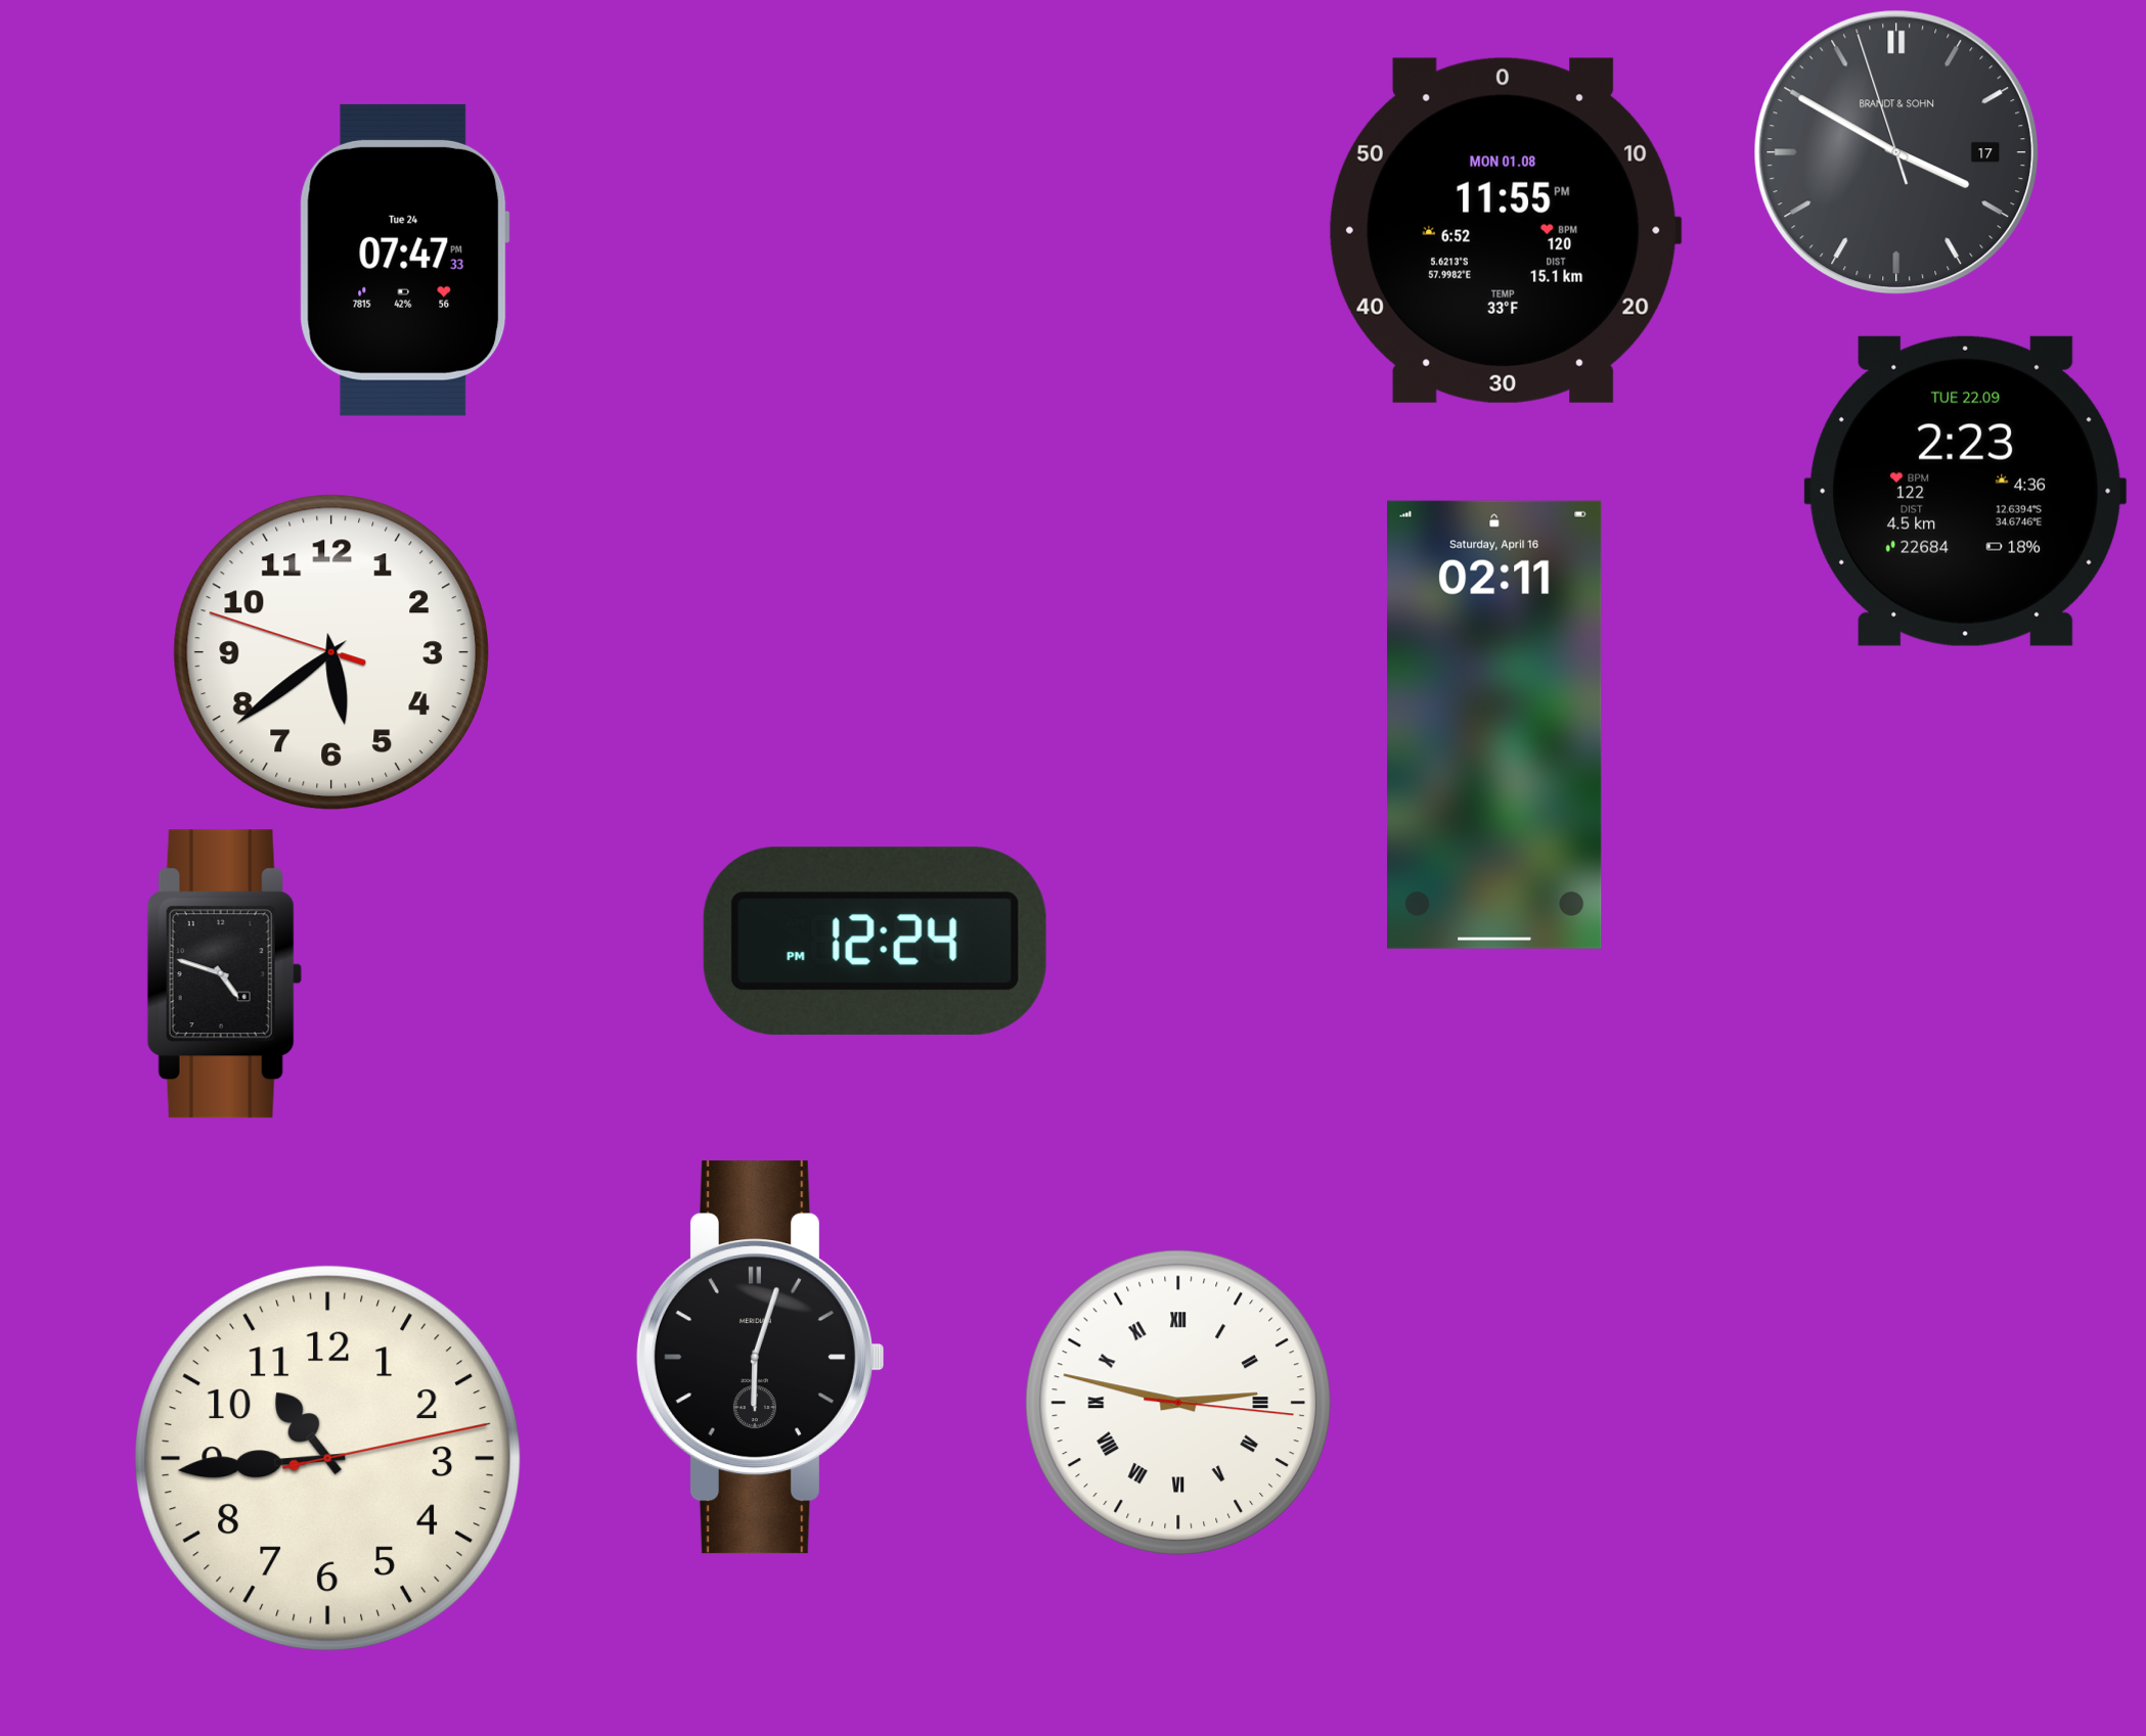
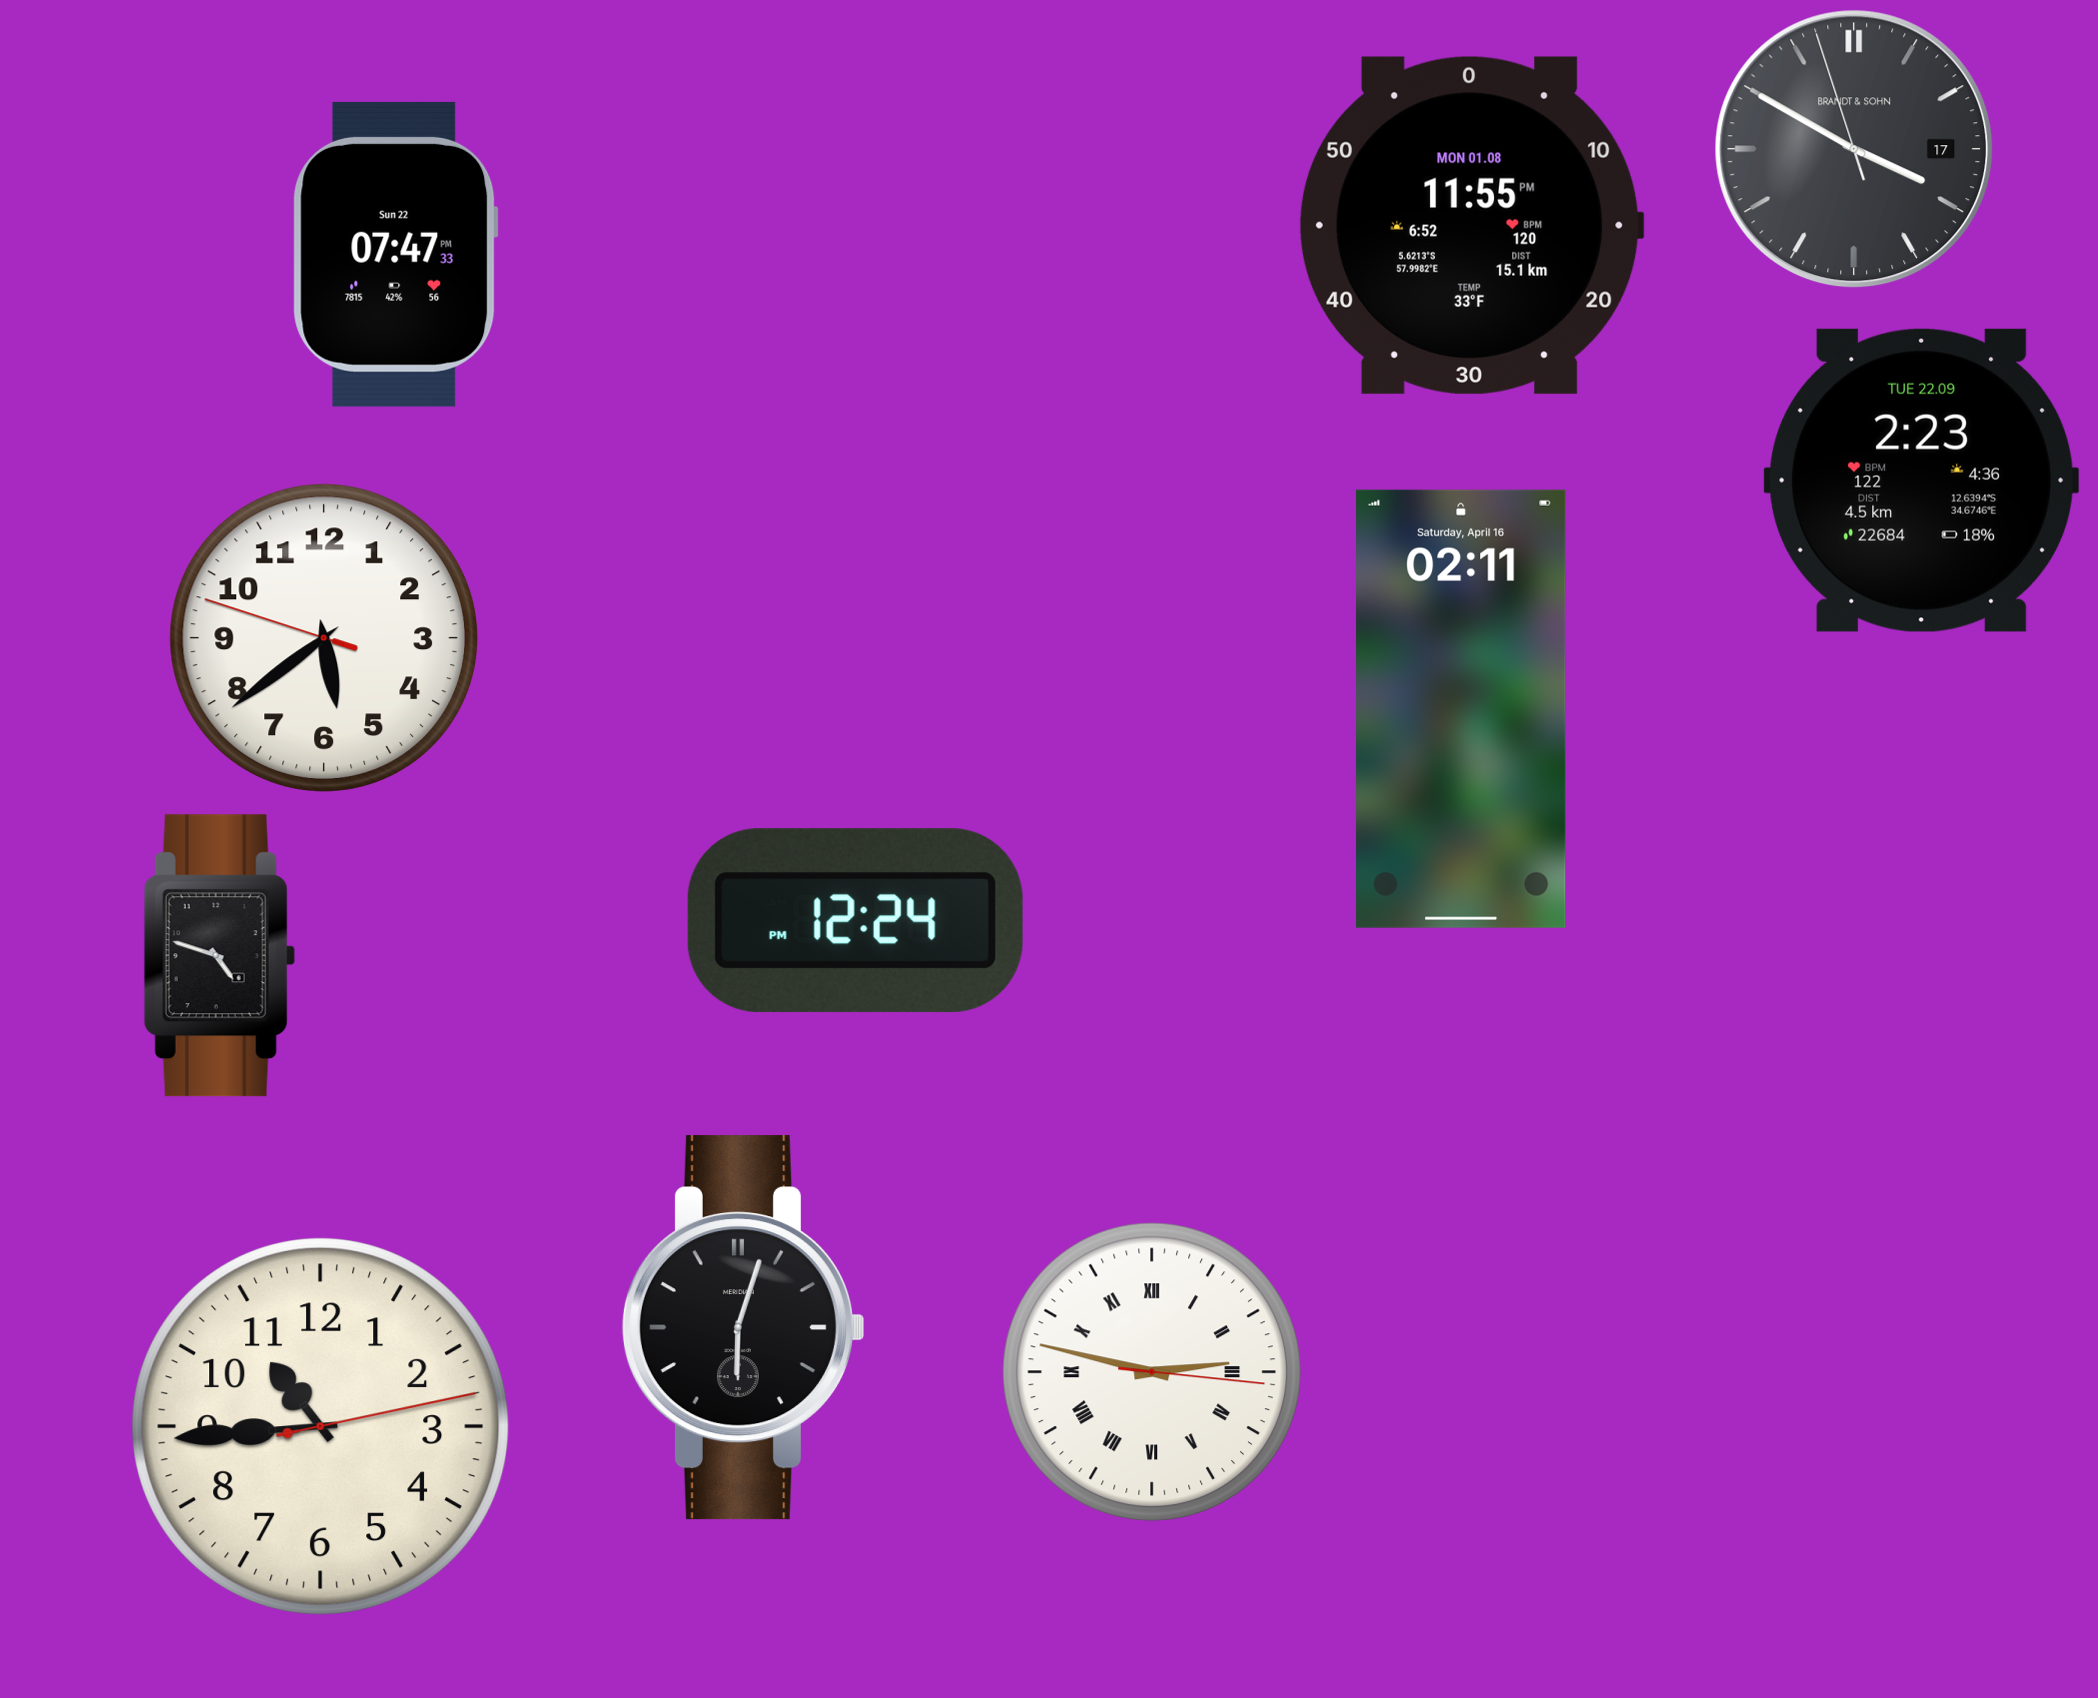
clock at (404, 260) date: Tue 24 -> Sun 22
clock at (224, 974) position: (224, 974) -> (219, 956)
